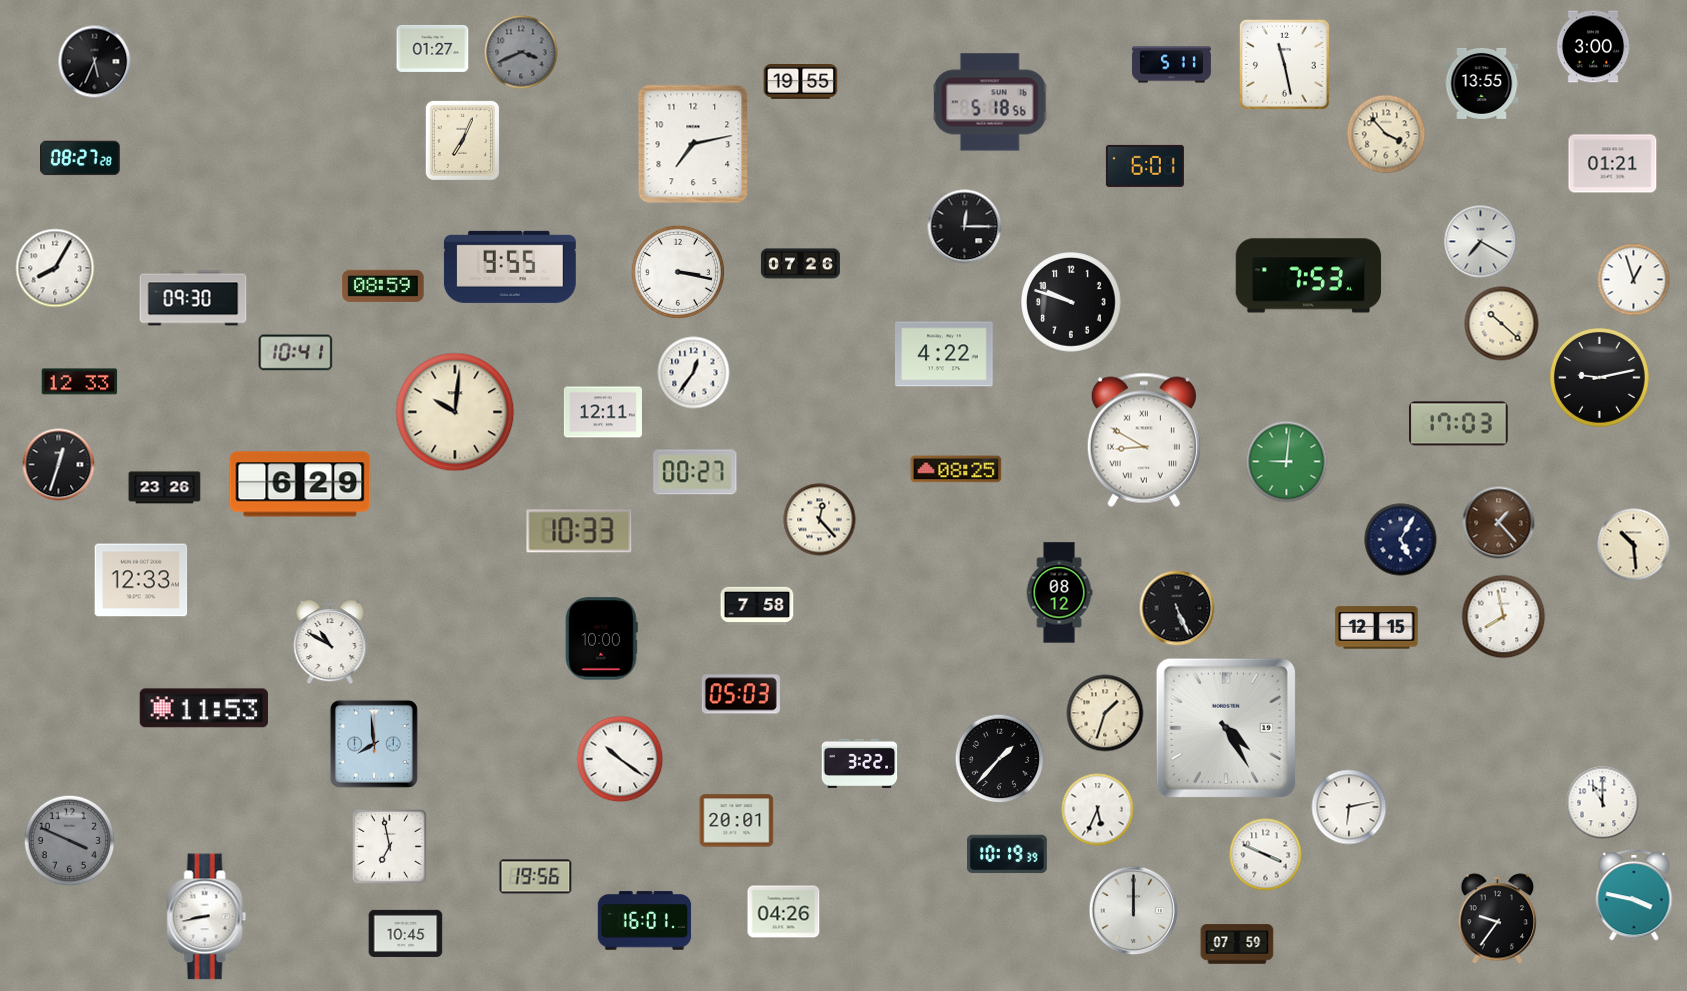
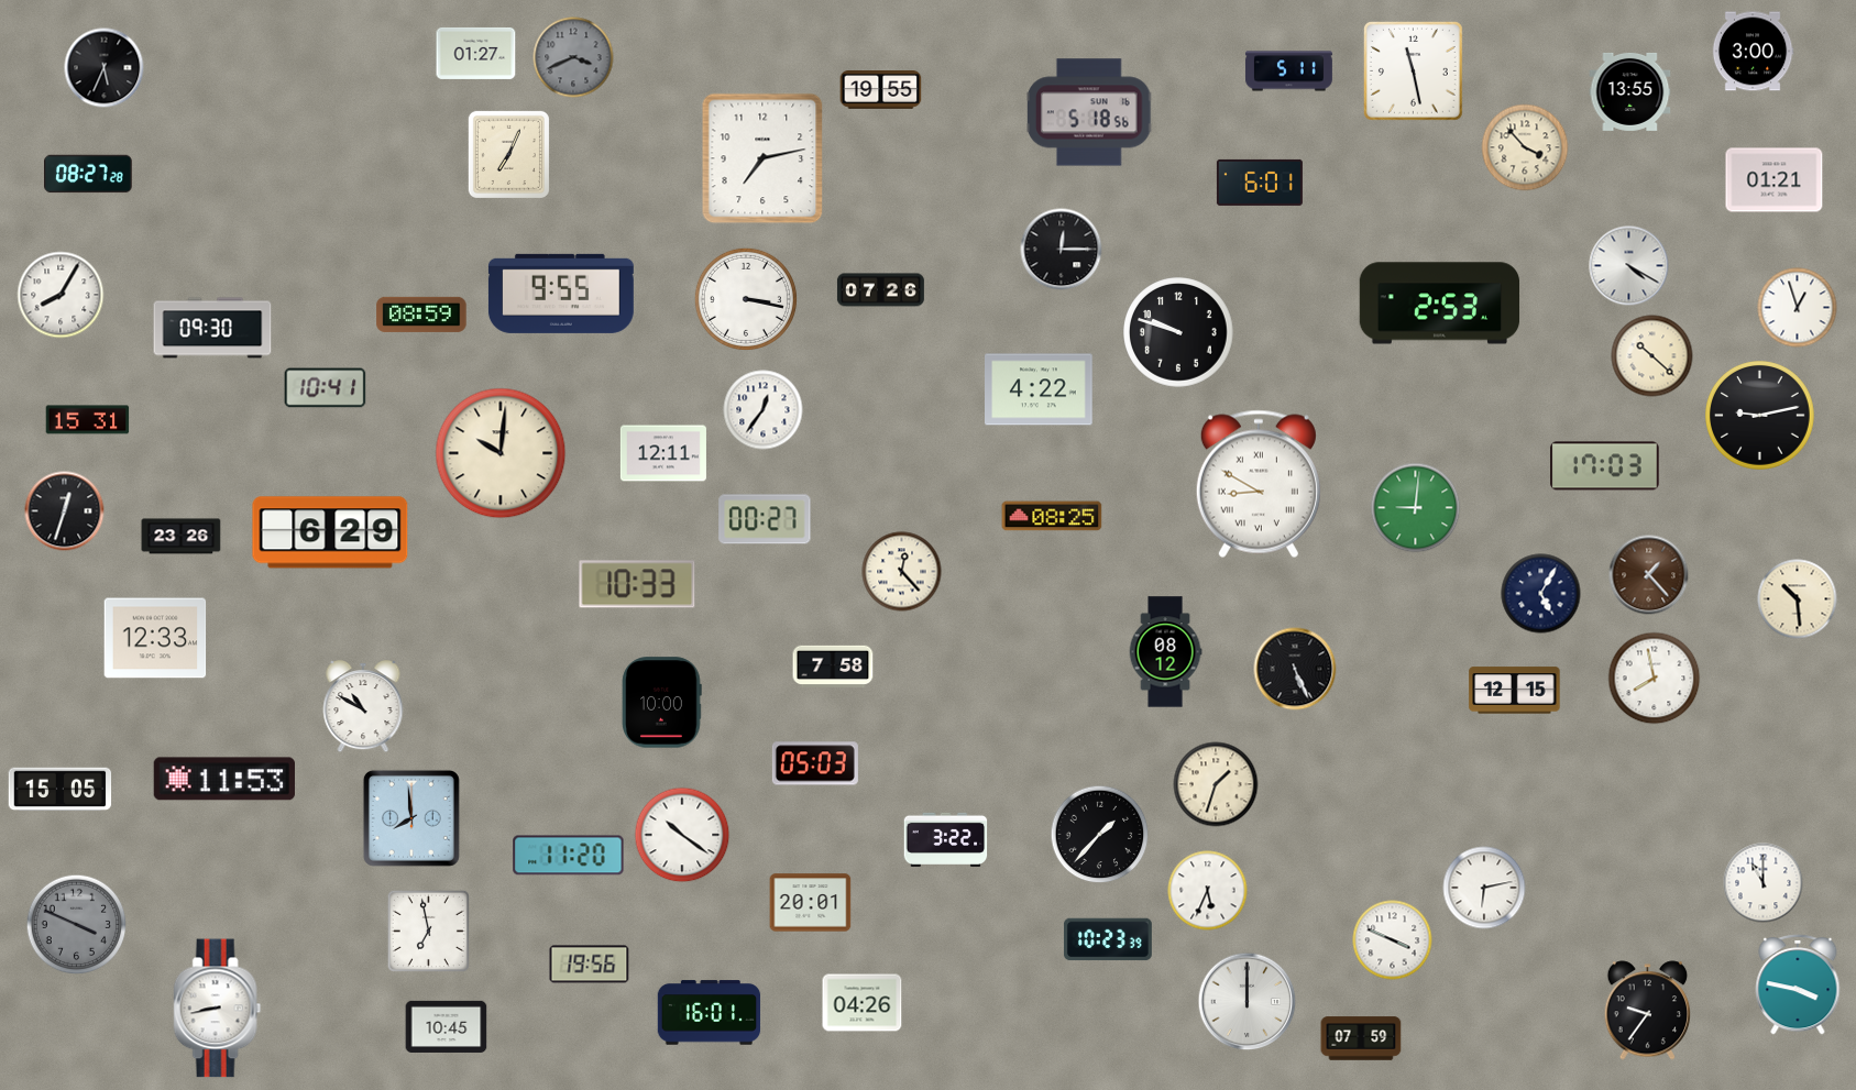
clock at (1481, 242): 7:20 -> 4:20
clock at (1309, 276): 7:53 -> 2:53
clock at (80, 382): 12:33 -> 15:31
clock at (61, 790): none -> 15:05
clock at (1226, 728): 4:25 -> none
clock at (569, 856): none -> 11:20
clock at (1008, 854): 10:19 -> 10:23
clock at (207, 917) position: (207, 917) -> (218, 1009)
